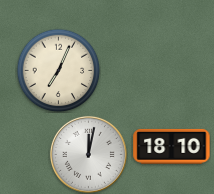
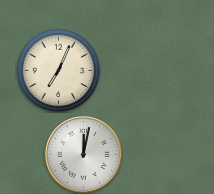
clock at (172, 146): 18:10 -> none
clock at (88, 154) position: (88, 154) -> (83, 154)
